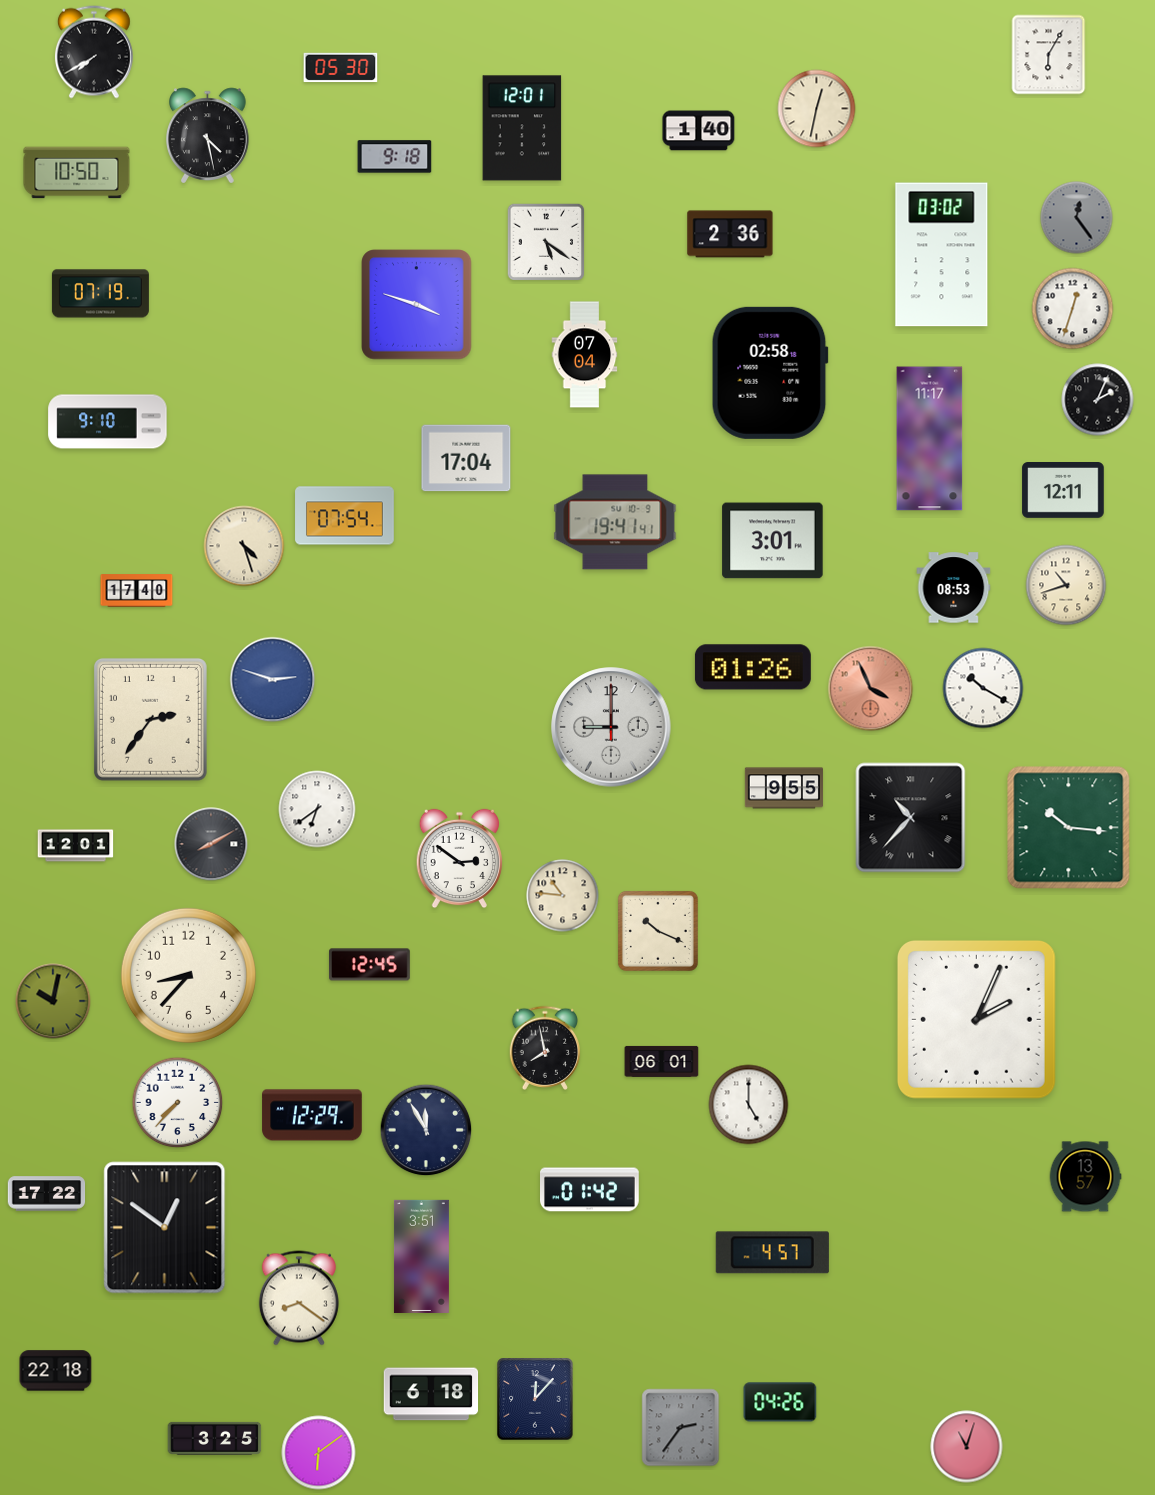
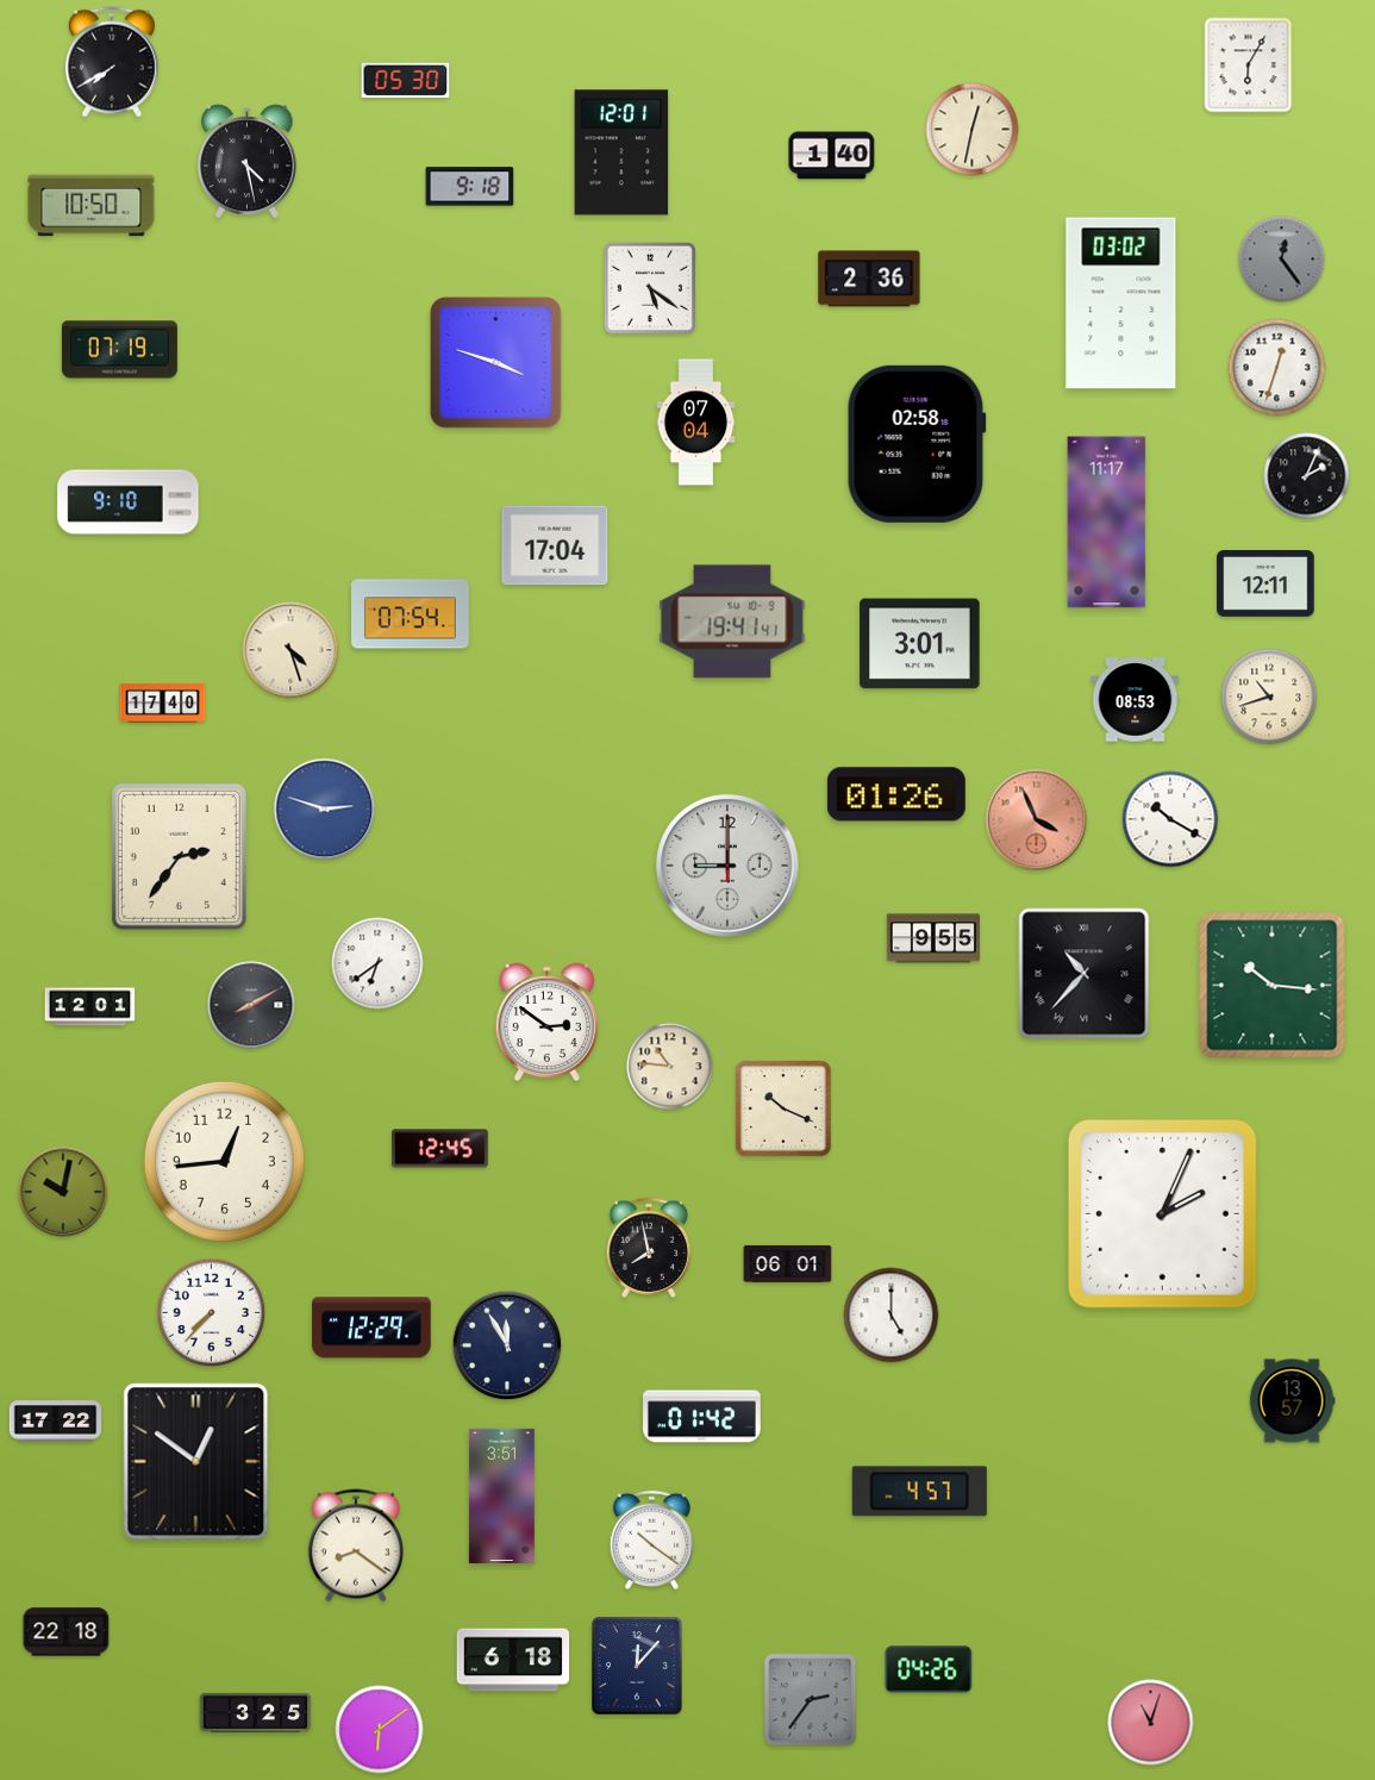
clock at (188, 975): 8:37 -> 12:44
clock at (651, 1539): none -> 10:21
